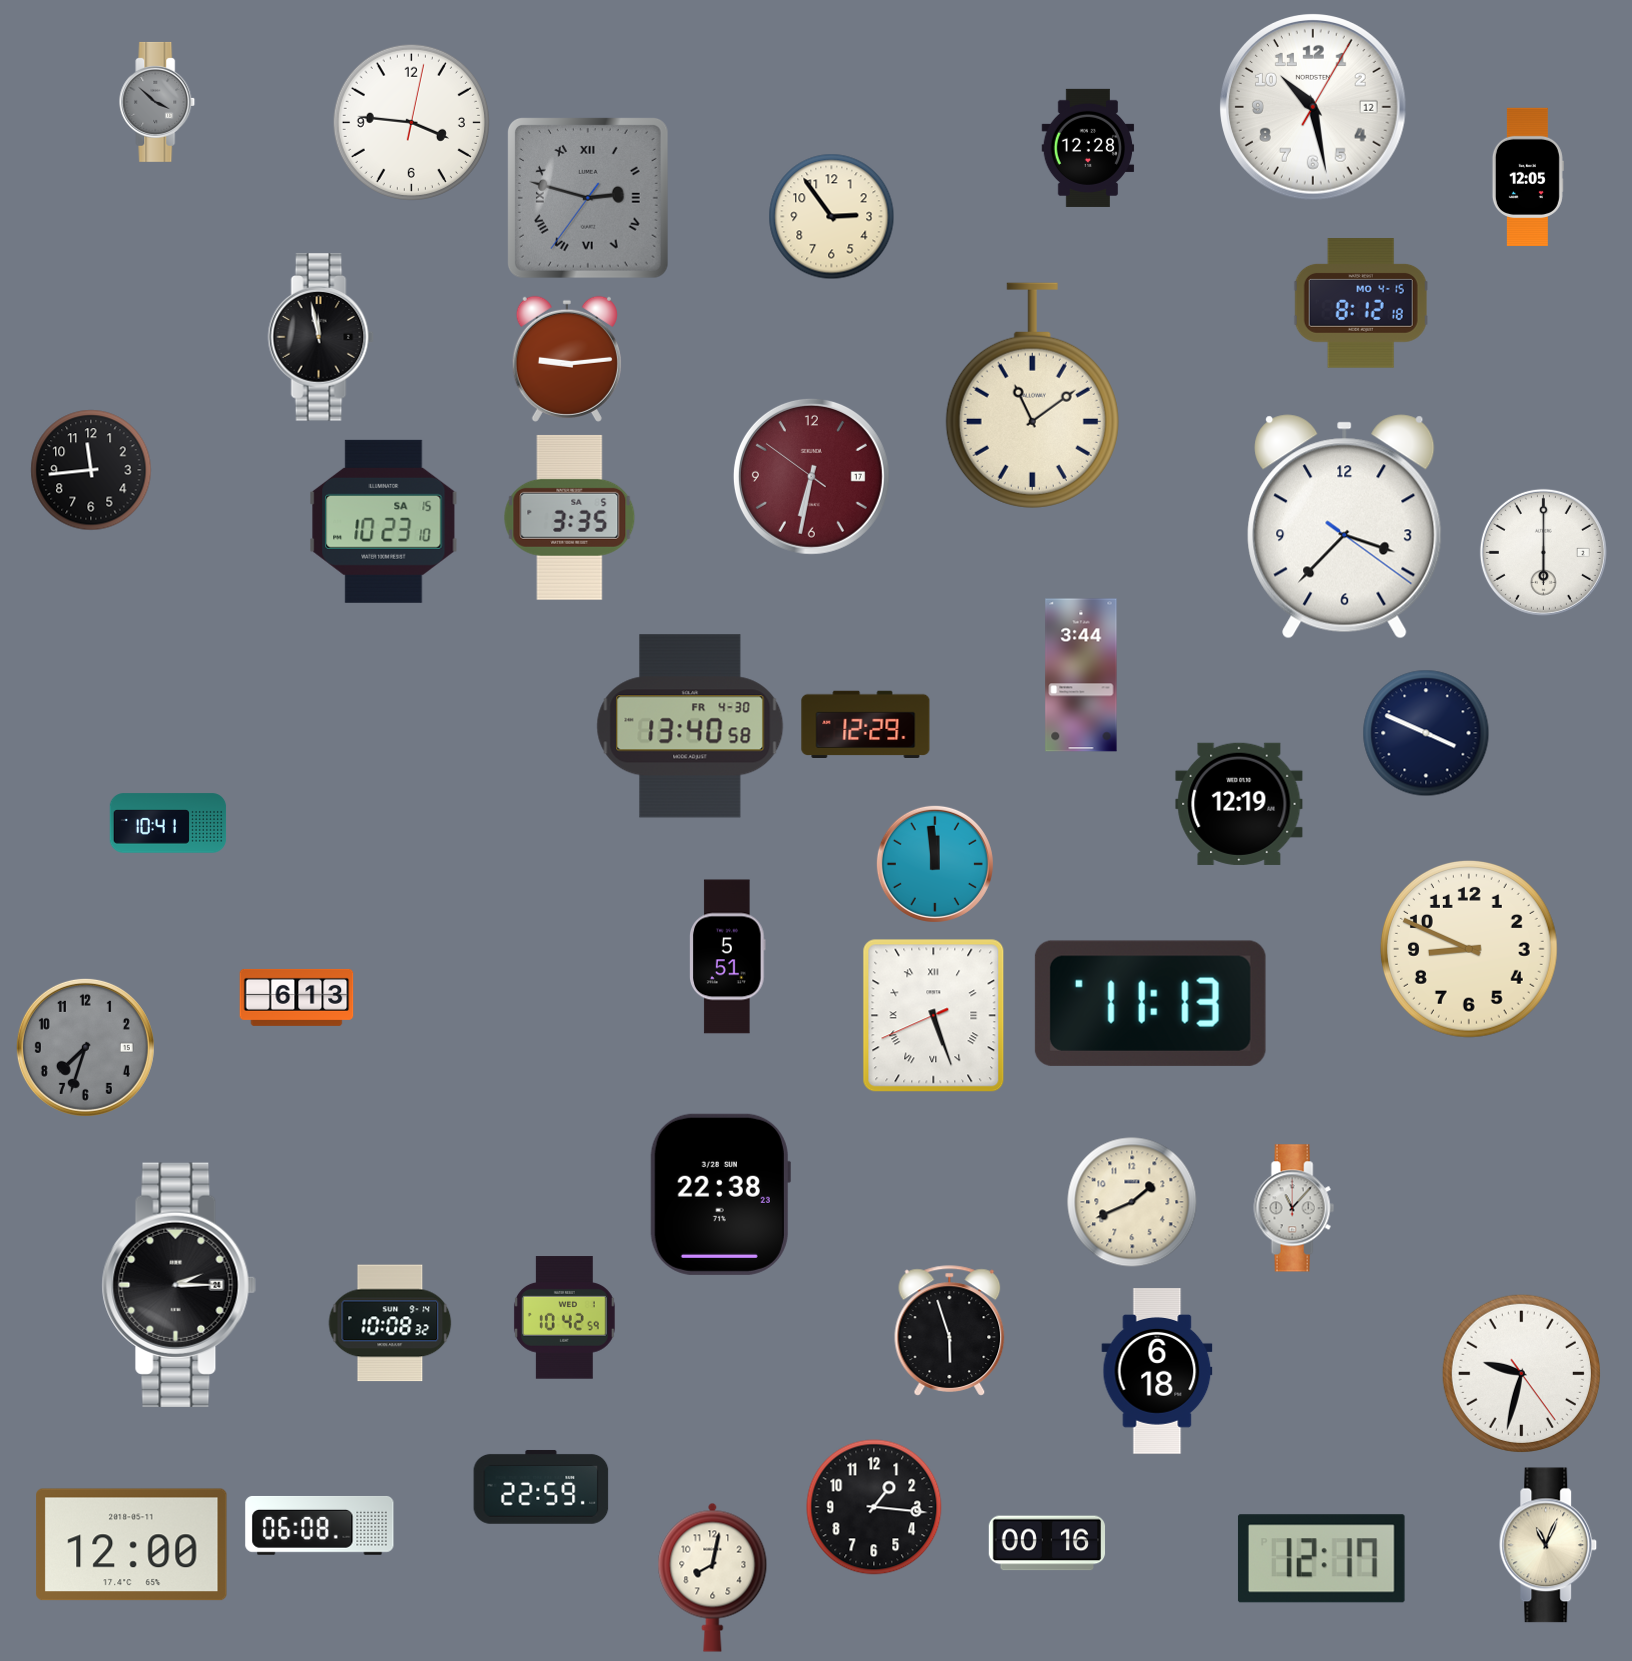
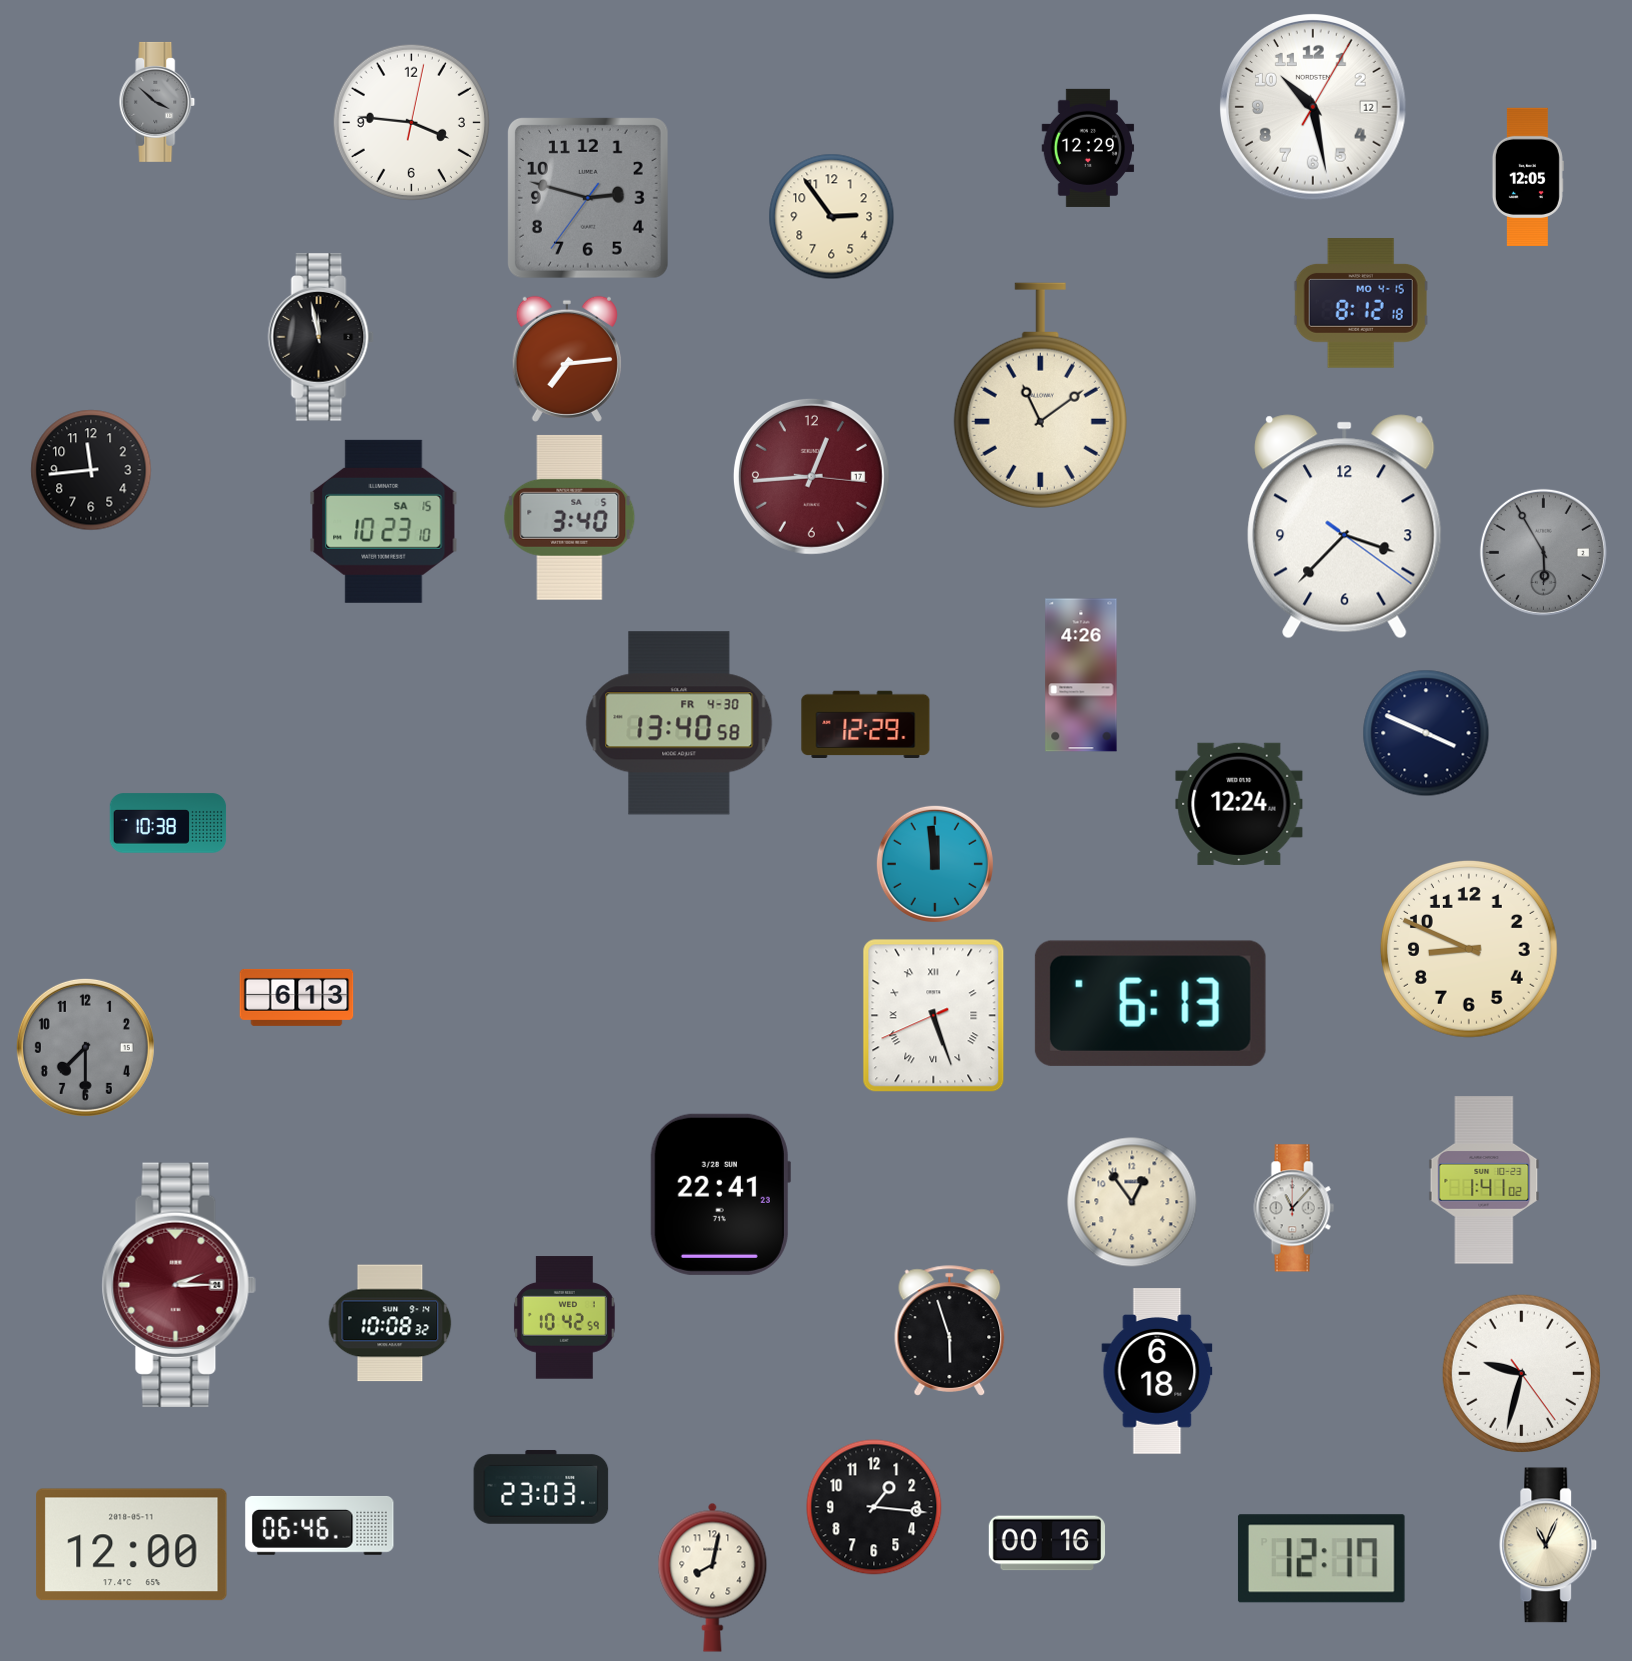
clock at (1088, 148): 12:28 -> 12:29
clock at (588, 198) numerals: Roman -> Arabic
clock at (567, 359): 9:14 -> 7:14
clock at (1032, 395) position: (1032, 395) -> (1040, 395)
clock at (811, 476): 6:31 -> 12:44
clock at (570, 517): 3:35 -> 3:40
clock at (1543, 552): 6:00 -> 5:55
clock at (1543, 552) dial: white -> grey
clock at (1081, 675): 3:44 -> 4:26
clock at (690, 726) position: (690, 726) -> (679, 723)
clock at (1239, 804): 12:19 -> 12:24
clock at (168, 823): 10:41 -> 10:38
clock at (728, 957): 5:51 -> none
clock at (1150, 1003): 11:13 -> 6:13
clock at (85, 1047): 7:33 -> 7:30
clock at (1484, 1180): none -> 1:41
clock at (720, 1194): 22:38 -> 22:41
clock at (1132, 1202): 1:41 -> 12:54
clock at (179, 1285) dial: black -> burgundy
clock at (541, 1487): 22:59 -> 23:03
clock at (320, 1525): 06:08 -> 06:46
